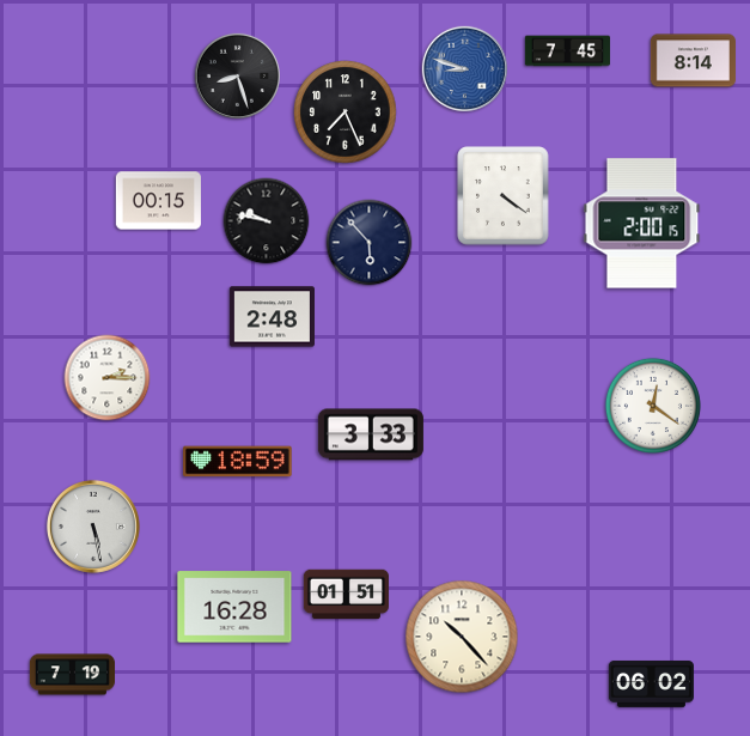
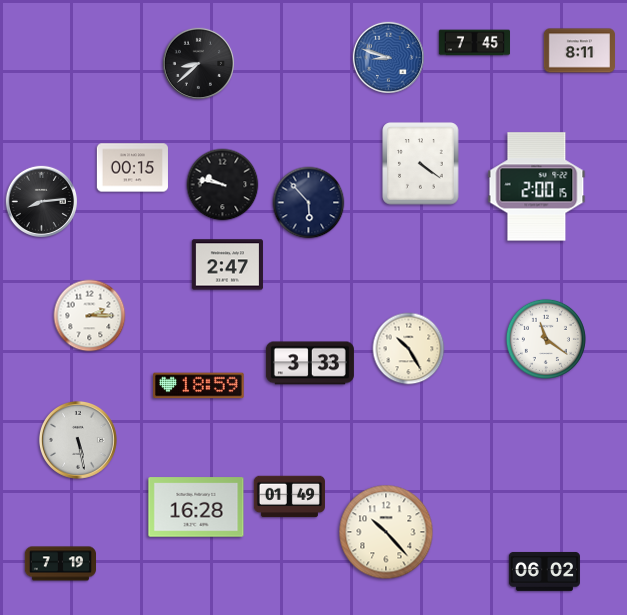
clock at (693, 61): 8:14 -> 8:11
clock at (237, 75): 8:27 -> 8:38
clock at (346, 112): 7:26 -> none
clock at (41, 201): none -> 8:14
clock at (272, 317): 2:48 -> 2:47
clock at (653, 406): 12:21 -> 11:21
clock at (409, 349): none -> 10:25
clock at (346, 595): 01:51 -> 01:49
